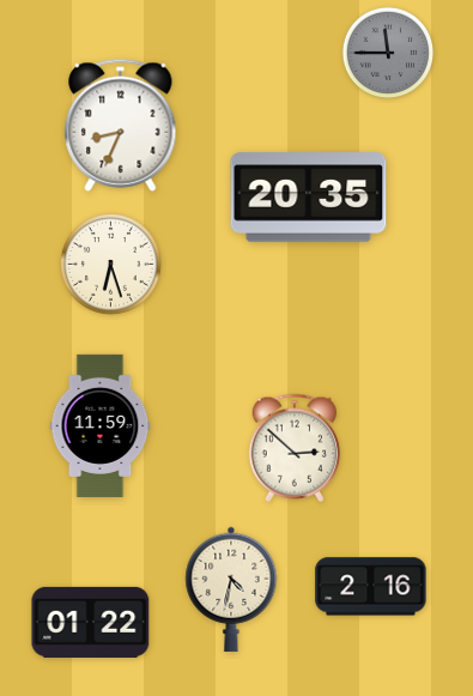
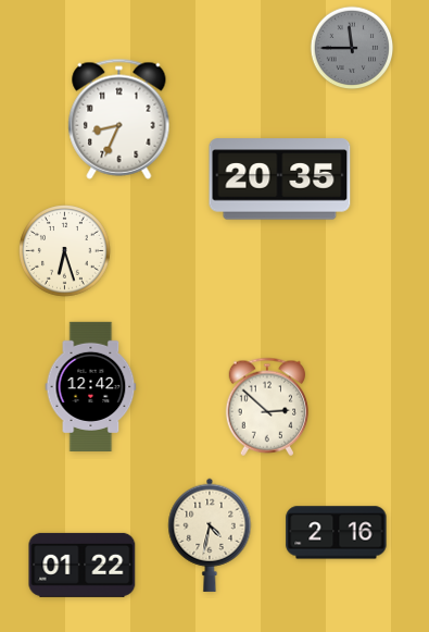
clock at (121, 125) position: (121, 125) -> (119, 119)
clock at (111, 265) position: (111, 265) -> (65, 251)
clock at (101, 425): 11:59 -> 12:42
